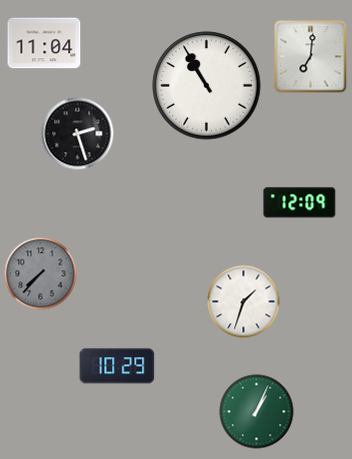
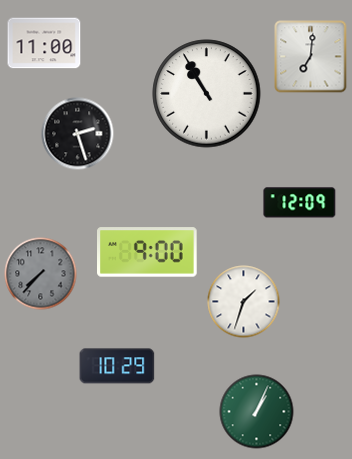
clock at (44, 43): 11:04 -> 11:00
clock at (207, 86) position: (207, 86) -> (207, 94)
clock at (147, 252): none -> 9:00
